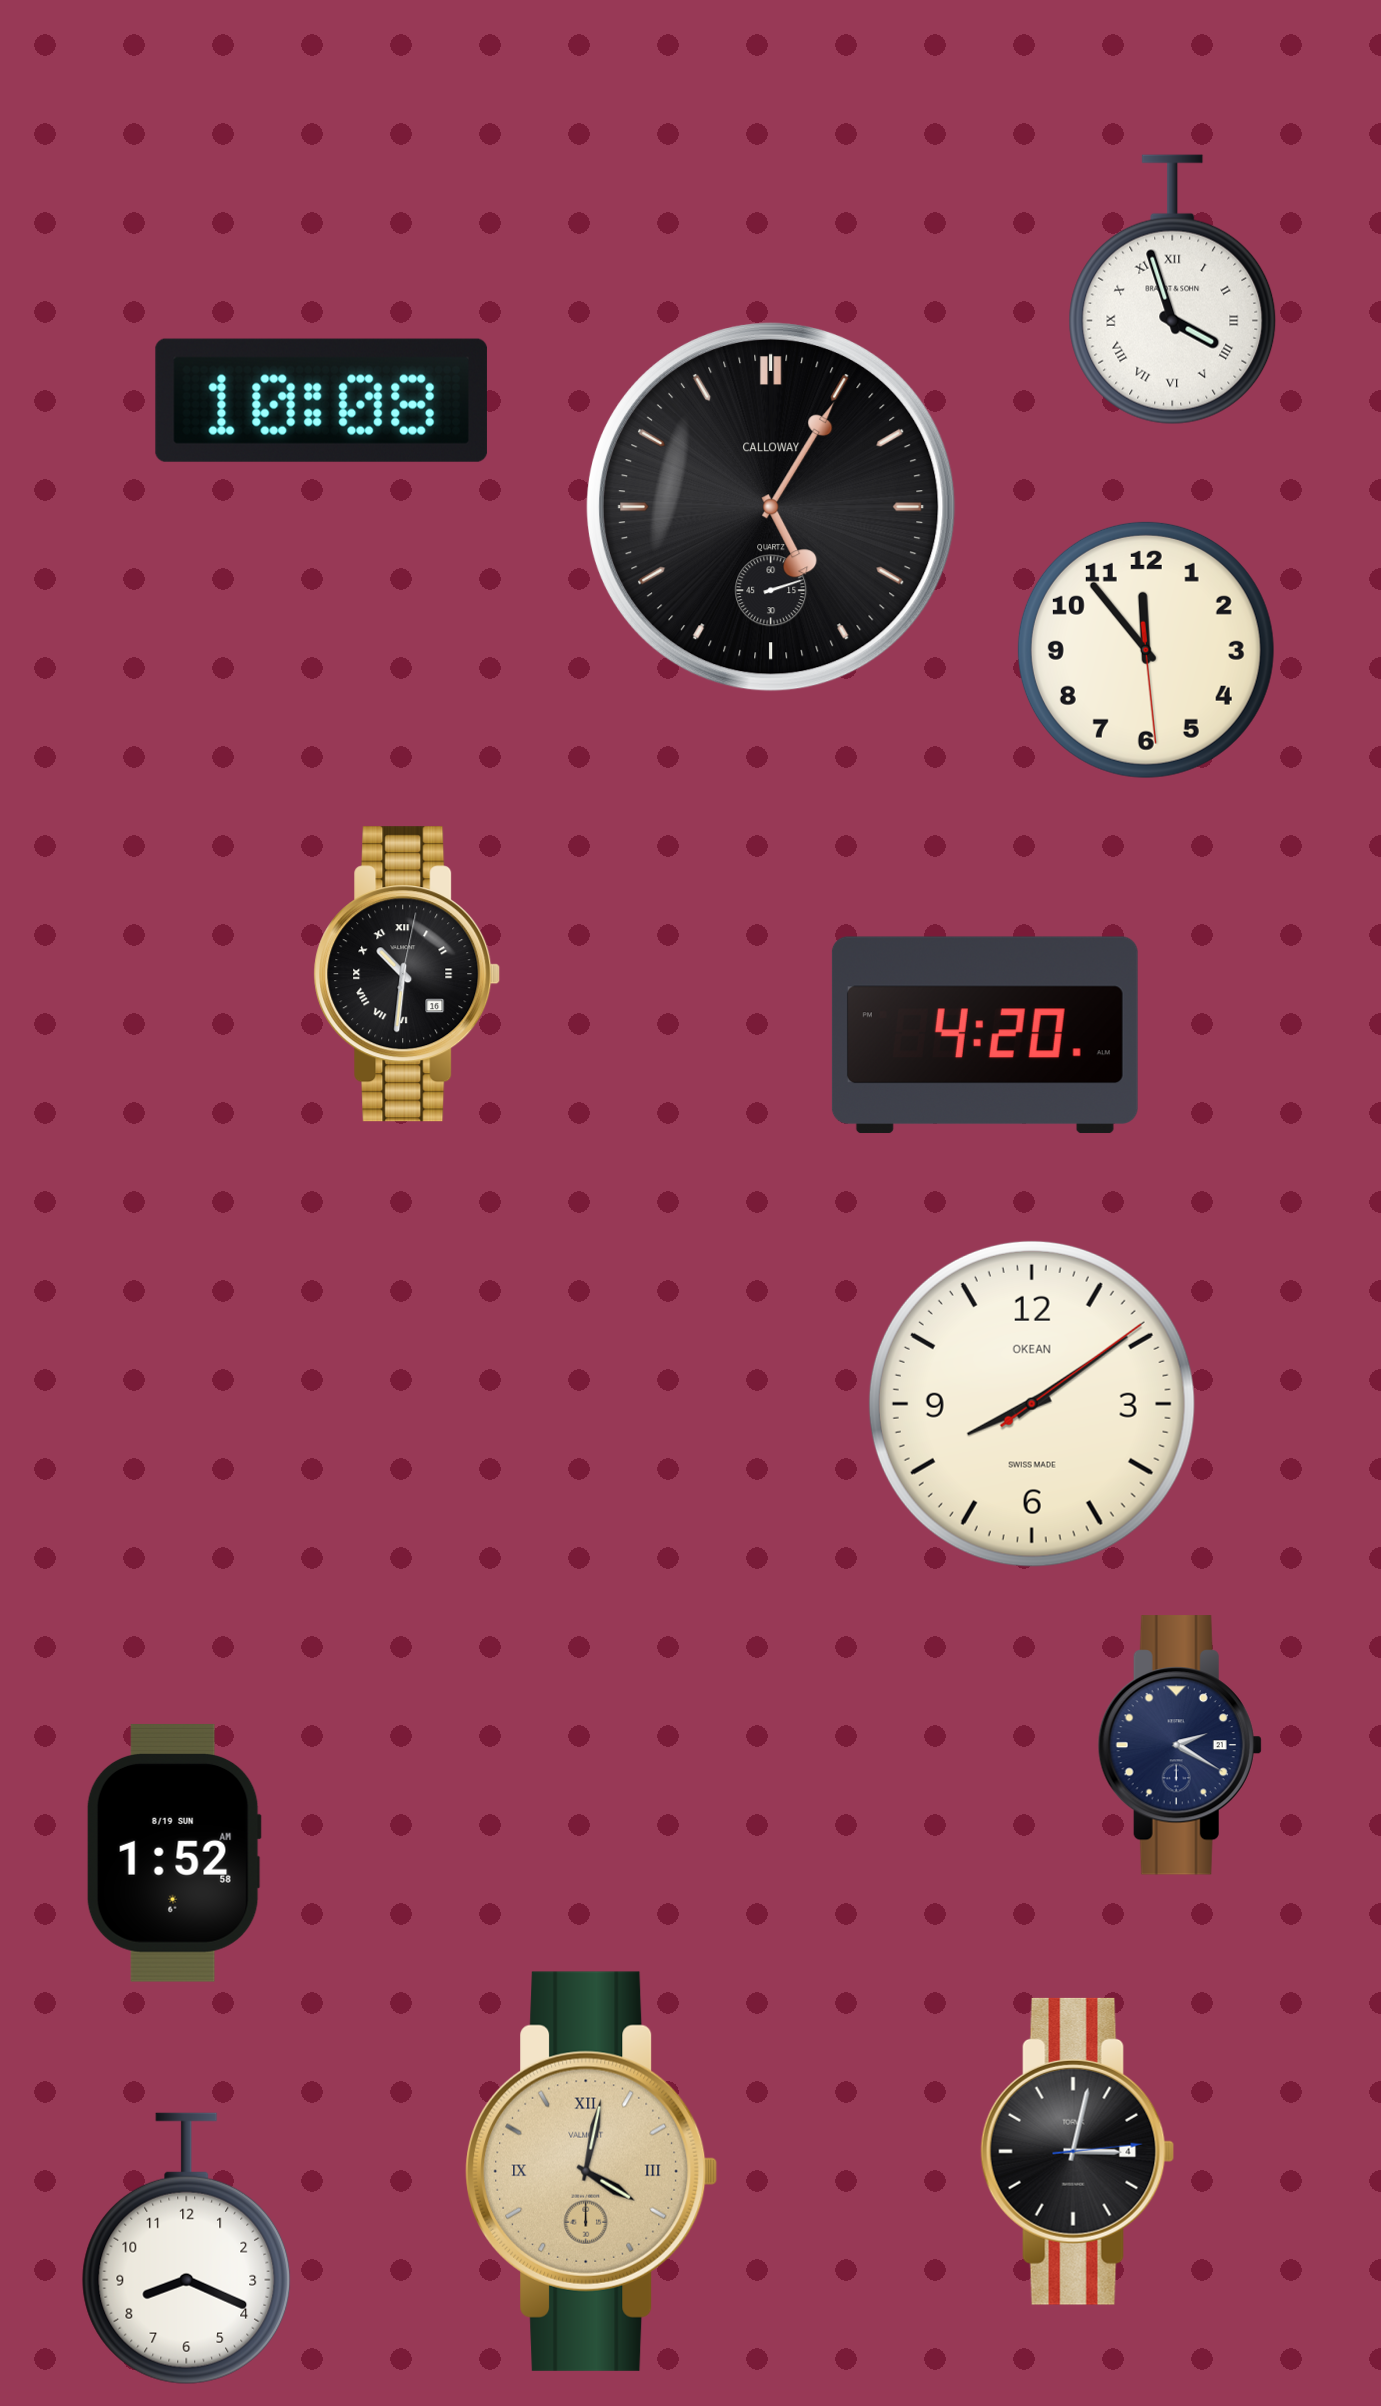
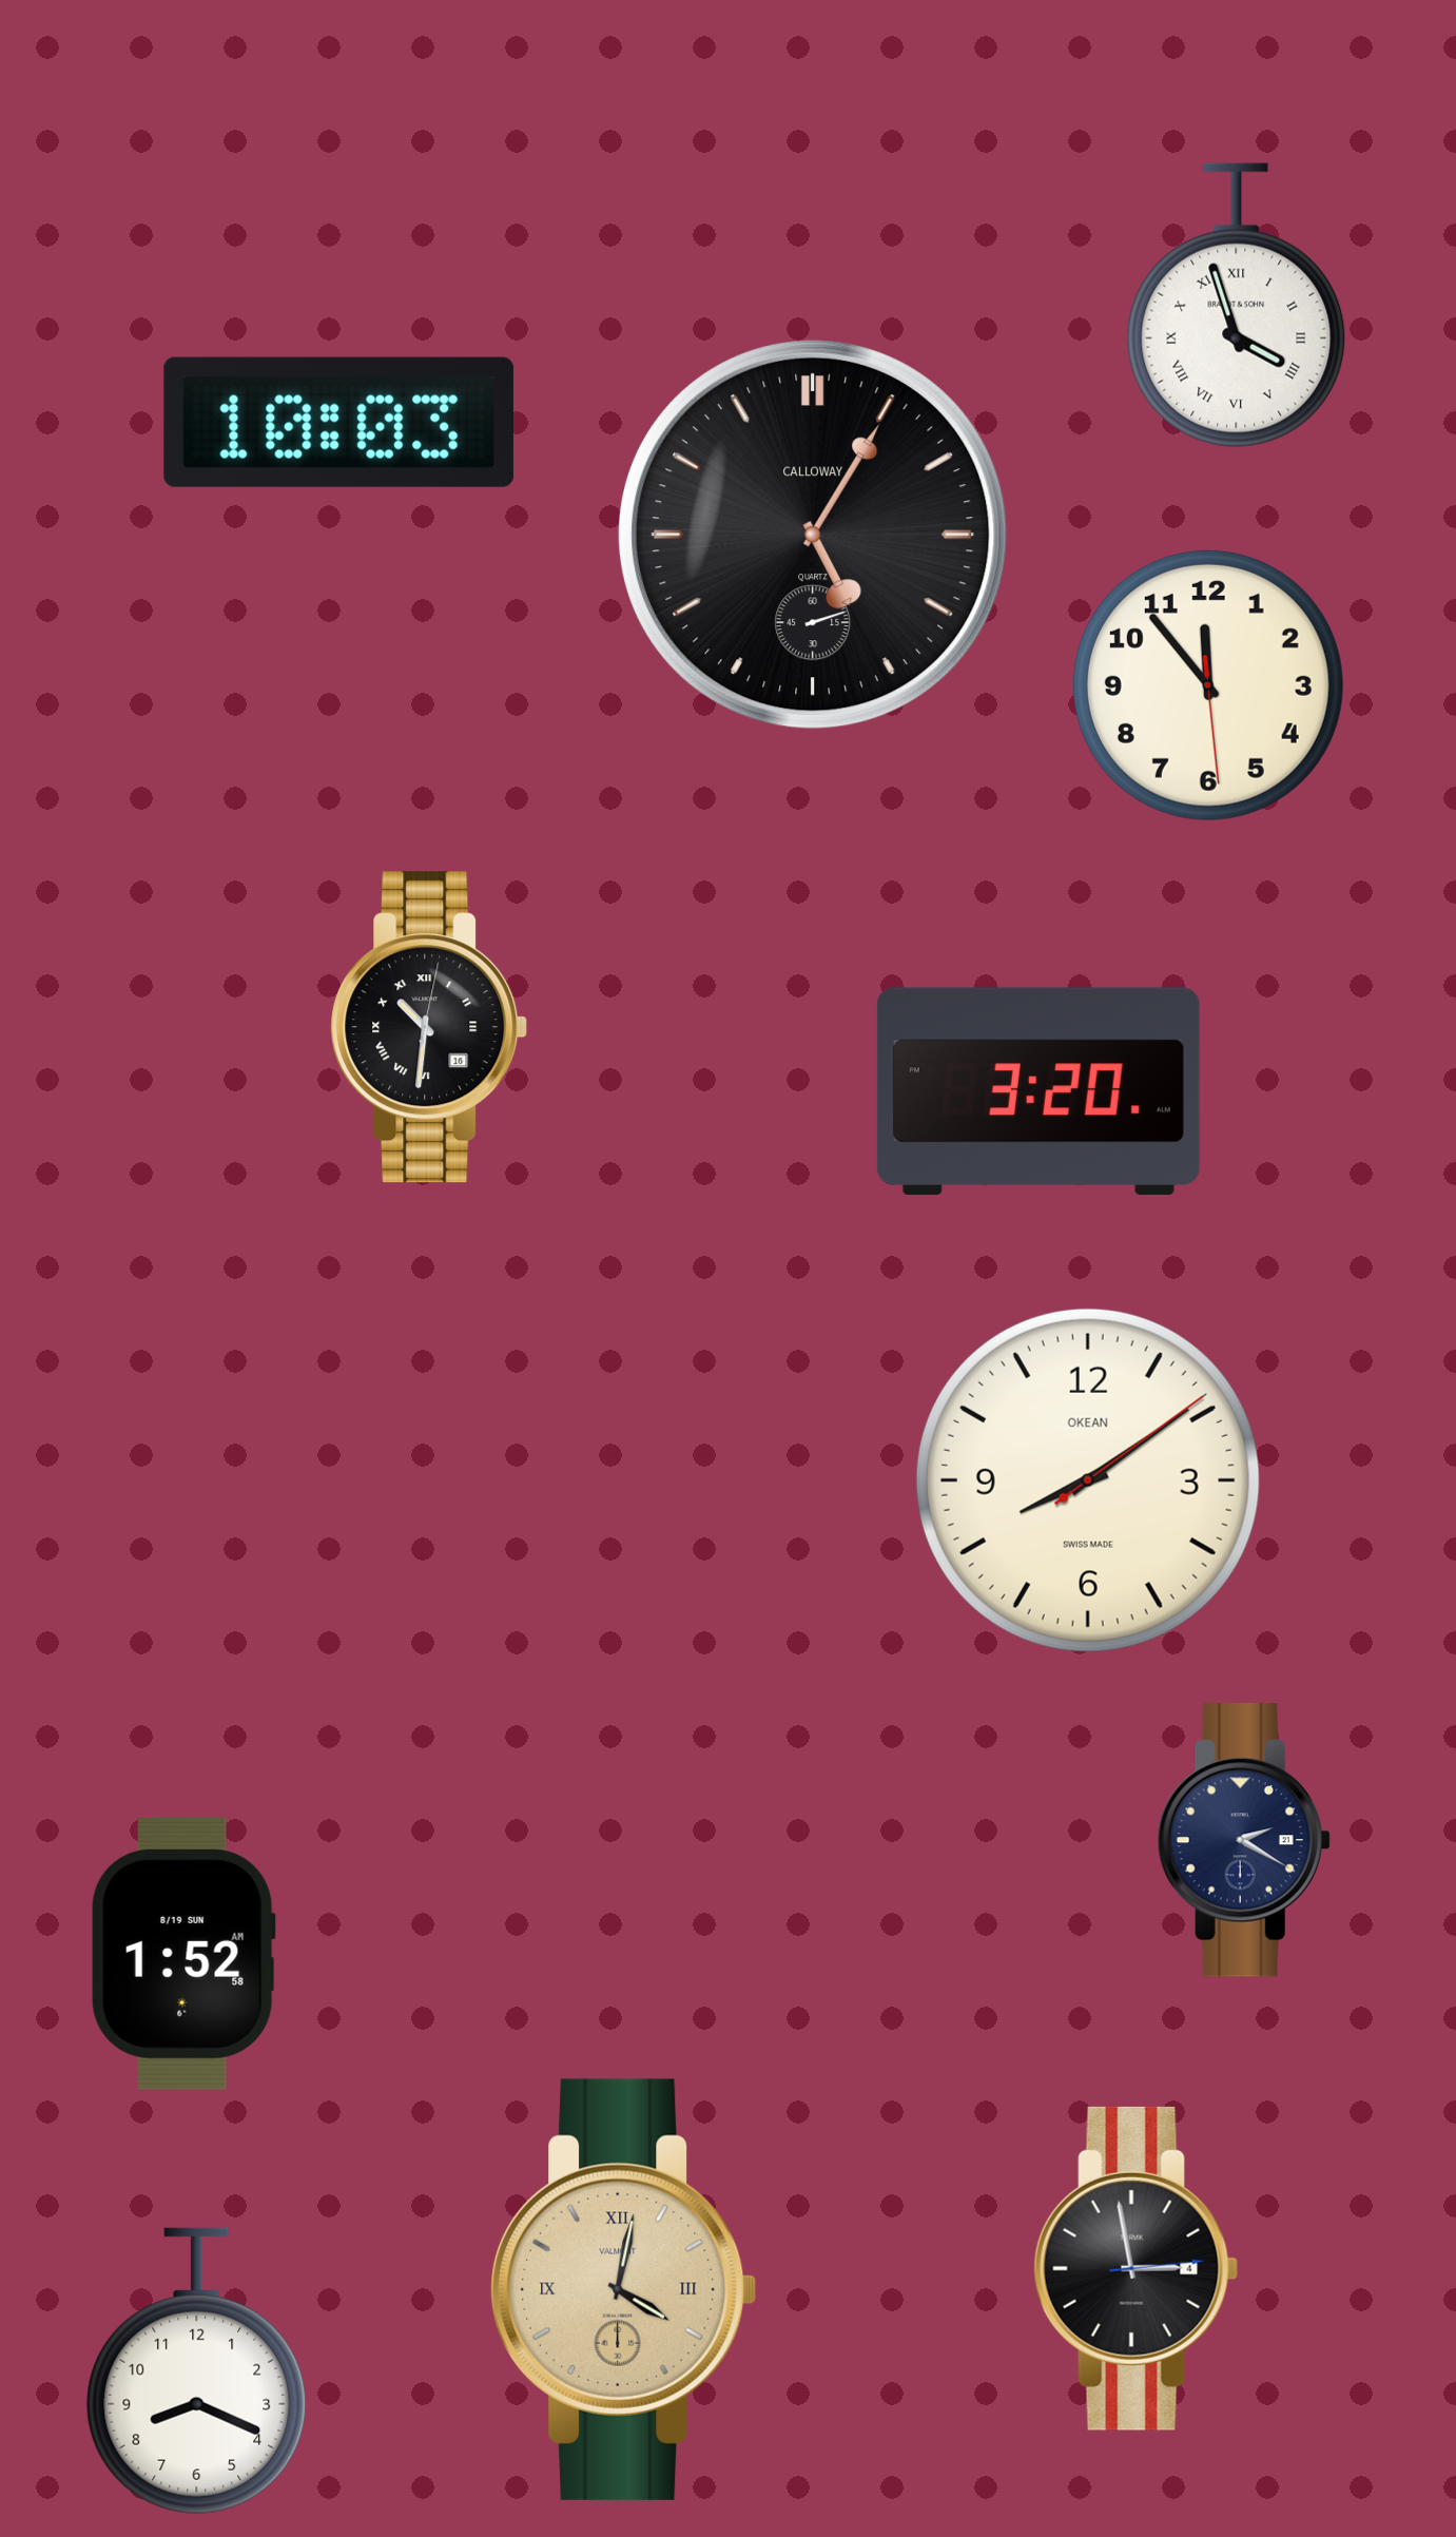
clock at (321, 400): 10:08 -> 10:03
clock at (985, 1035): 4:20 -> 3:20
clock at (1078, 2151): 3:02 -> 2:58
